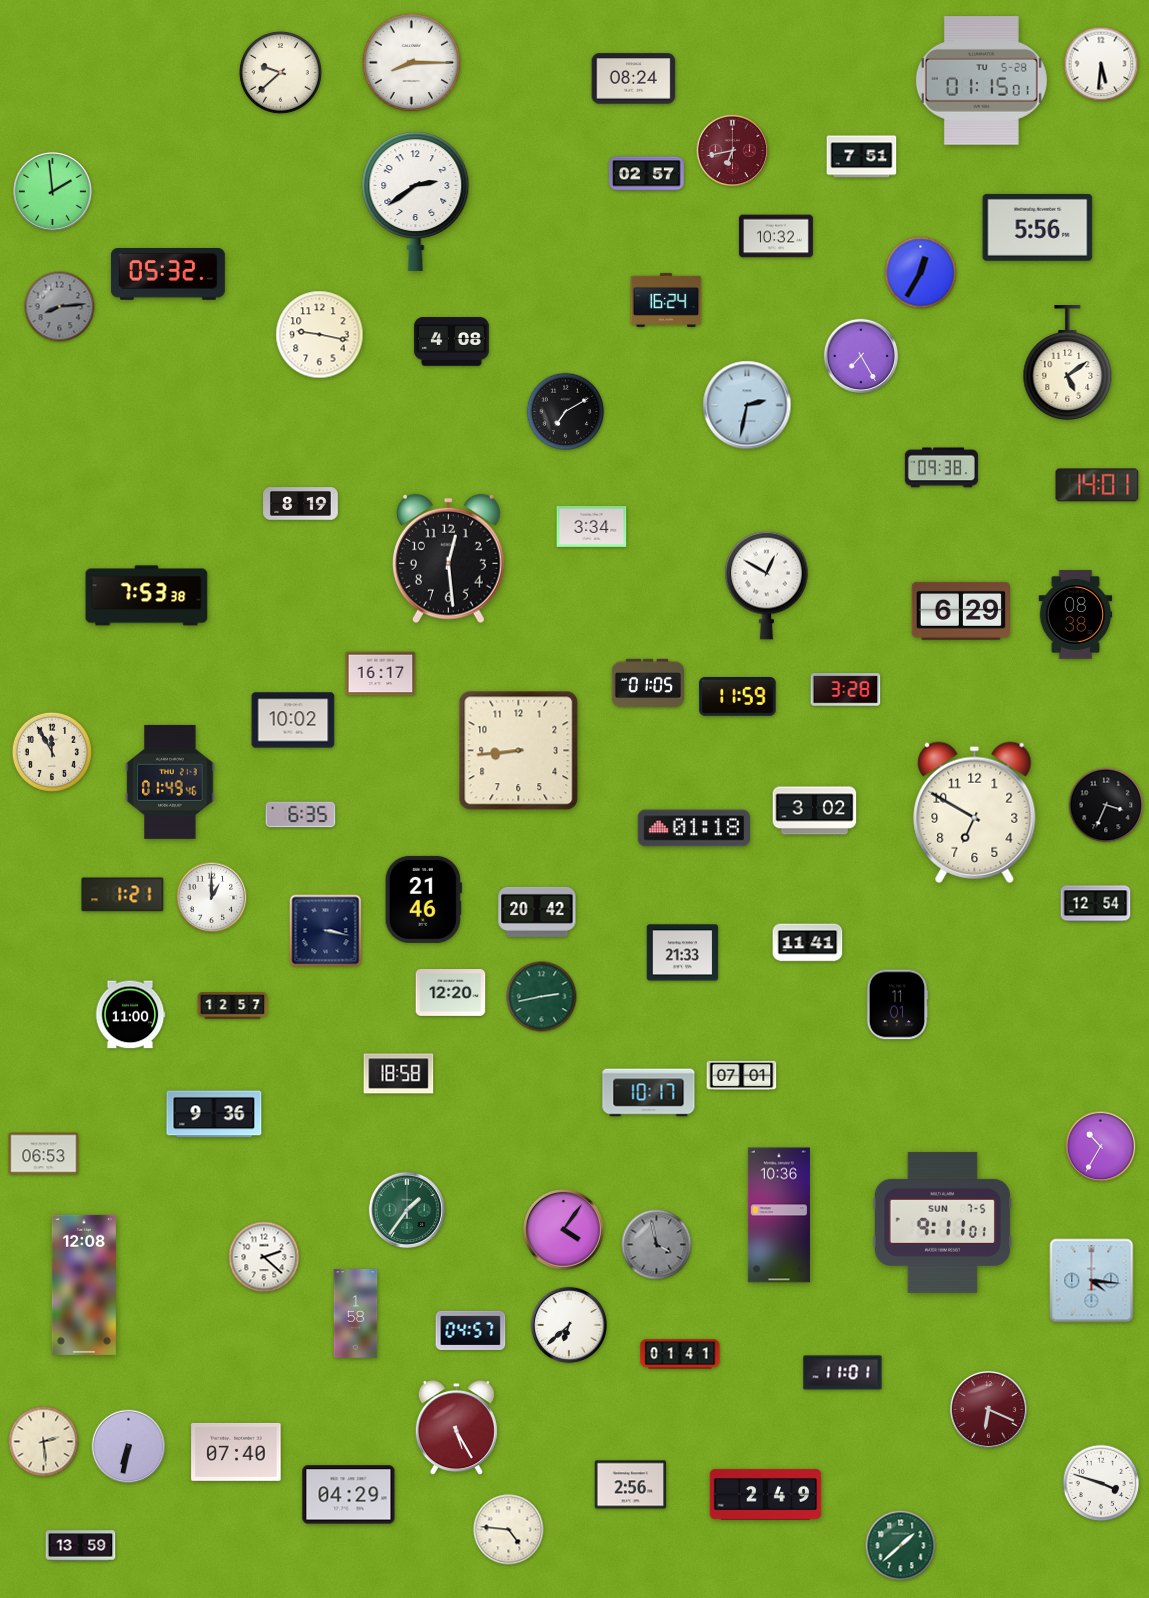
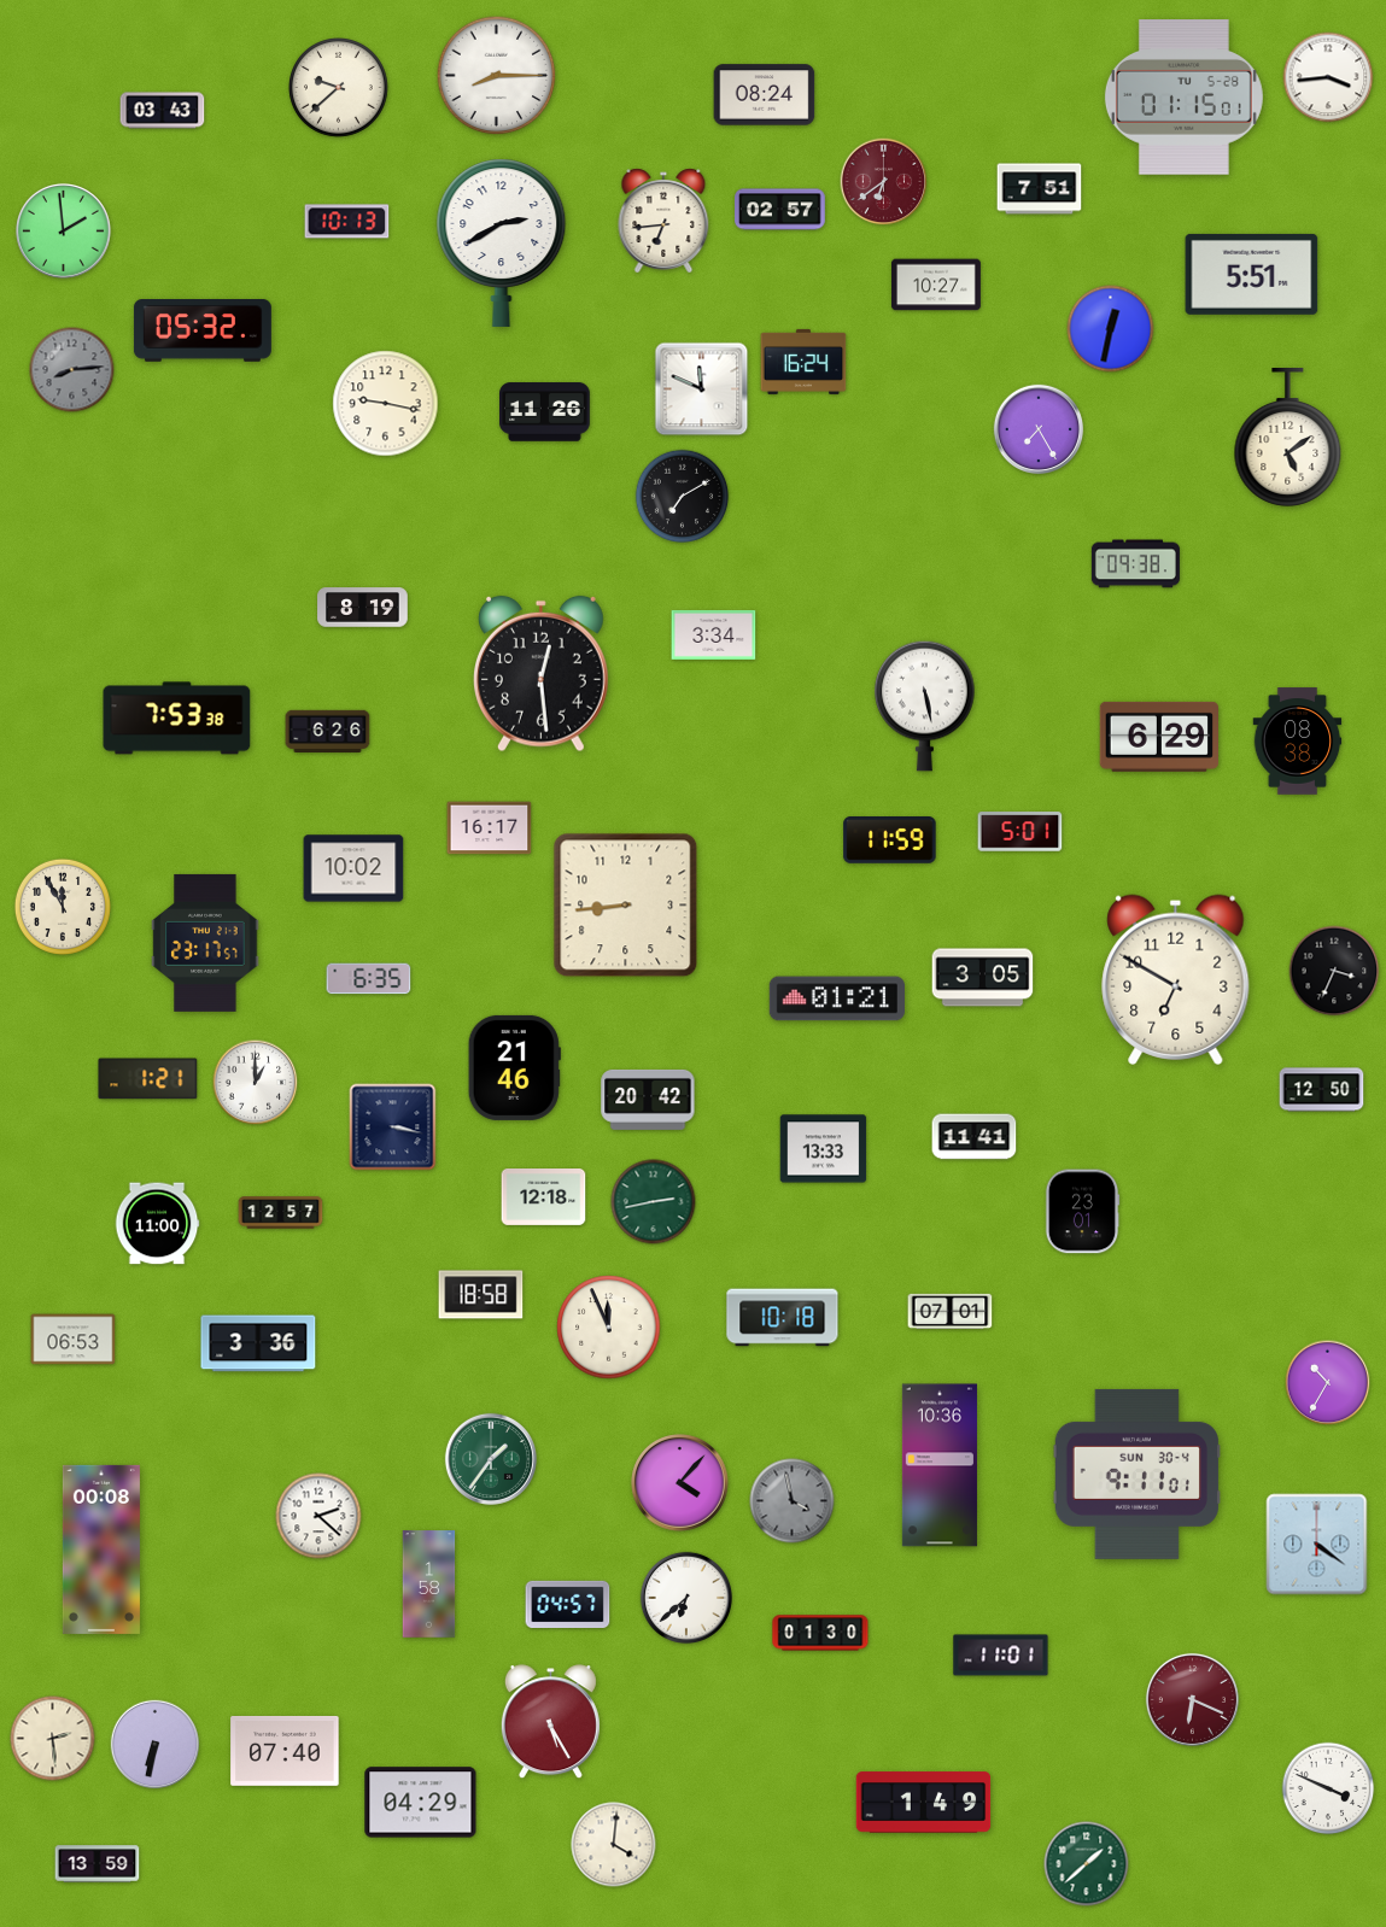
clock at (1101, 64): 5:31 -> 3:44
clock at (163, 111): none -> 03:43
clock at (733, 151): 6:43 -> 6:39
clock at (663, 221): none -> 6:44
clock at (347, 222): none -> 10:13
clock at (416, 201): 2:39 -> 2:40
clock at (1038, 227): 5:56 -> 5:51
clock at (776, 236): 10:32 -> 10:27
clock at (921, 273): 12:35 -> 12:32
clock at (702, 389): none -> 11:49
clock at (452, 342): 4:08 -> 11:26
clock at (747, 405): 2:32 -> none
clock at (1097, 485): 14:01 -> none
clock at (767, 585): 12:50 -> 5:28
clock at (328, 731): none -> 6:26
clock at (381, 674) position: (381, 674) -> (490, 828)
clock at (648, 683): 01:05 -> none
clock at (846, 690): 3:28 -> 5:01
clock at (170, 782): 01:49 -> 23:17
clock at (815, 811): 3:02 -> 3:05
clock at (301, 815) position: (301, 815) -> (369, 979)
clock at (694, 828): 01:18 -> 01:21
clock at (423, 899) position: (423, 899) -> (514, 1067)
clock at (1096, 904): 12:54 -> 12:50
clock at (326, 931) position: (326, 931) -> (393, 1127)
clock at (683, 953): 21:33 -> 13:33
clock at (451, 993): 12:20 -> 12:18
clock at (897, 1005): 11:01 -> 23:01
clock at (742, 1075) position: (742, 1075) -> (951, 1311)
clock at (649, 1093): 10:17 -> 10:18
clock at (609, 1328): none -> 11:56
clock at (214, 1114): 9:36 -> 3:36
clock at (44, 1154) position: (44, 1154) -> (74, 1340)
clock at (942, 1222) date: SUN 7-5 -> SUN 30-4
clock at (564, 1230): 4:06 -> 4:07
clock at (1092, 1281): 4:16 -> 4:21
clock at (84, 1285): 12:08 -> 00:08
clock at (680, 1354): 01:41 -> 01:30
clock at (843, 1373) position: (843, 1373) -> (1001, 1656)
clock at (1101, 1483): 3:48 -> 3:49
clock at (631, 1485): 2:56 -> none
clock at (766, 1495): 2:49 -> 1:49
clock at (509, 1530): 4:46 -> 4:01
